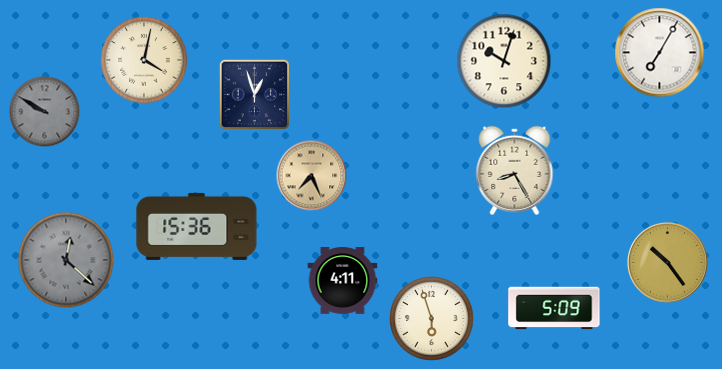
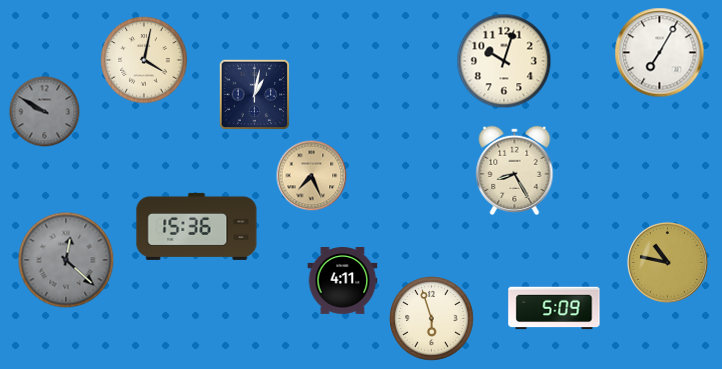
clock at (255, 95): 12:57 -> 1:02
clock at (668, 263): 10:24 -> 10:47
